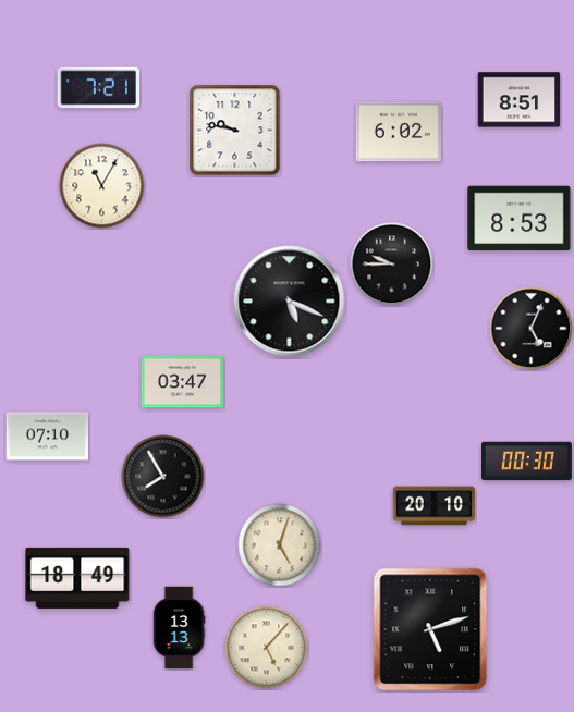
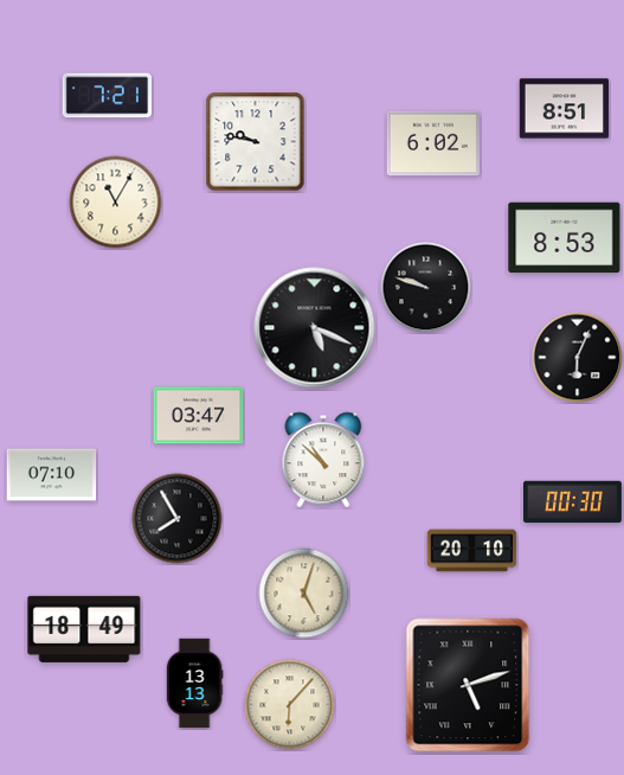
clock at (102, 186) position: (102, 186) -> (116, 203)
clock at (392, 265): 9:45 -> 9:48
clock at (532, 329): 5:04 -> 6:04
clock at (323, 460): none -> 10:52
clock at (267, 648): 5:07 -> 6:07
